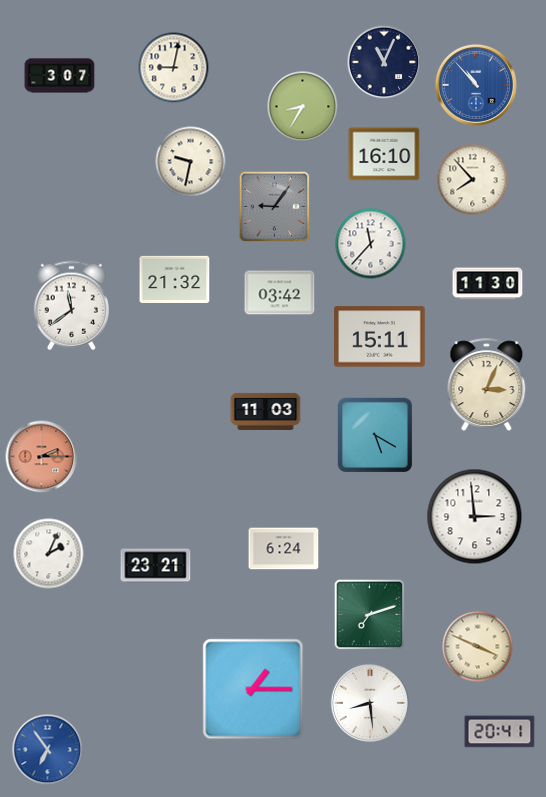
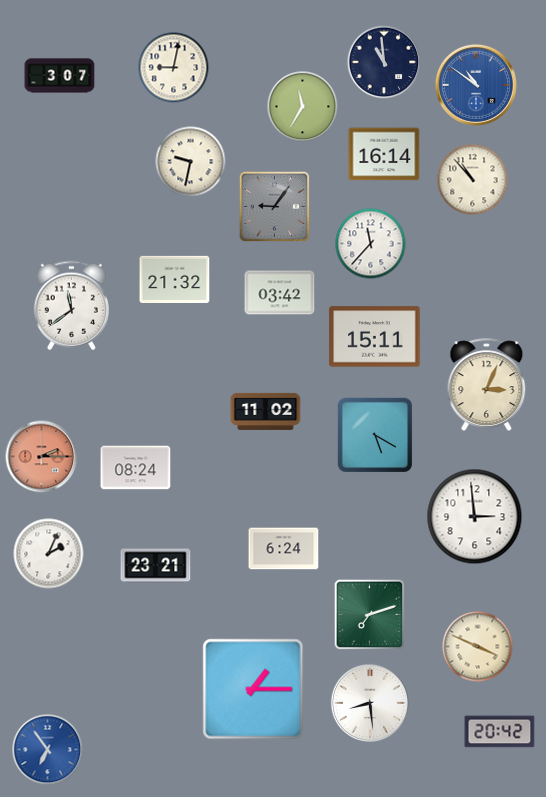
clock at (384, 62): 11:04 -> 10:59
clock at (476, 85): 10:53 -> 10:51
clock at (303, 107): 8:35 -> 11:35
clock at (384, 154): 16:10 -> 16:14
clock at (473, 180): 7:53 -> 10:53
clock at (488, 284): 11:30 -> none
clock at (380, 337) position: (380, 337) -> (375, 337)
clock at (266, 411): 11:03 -> 11:02
clock at (136, 468): none -> 08:24
clock at (500, 732): 20:41 -> 20:42
